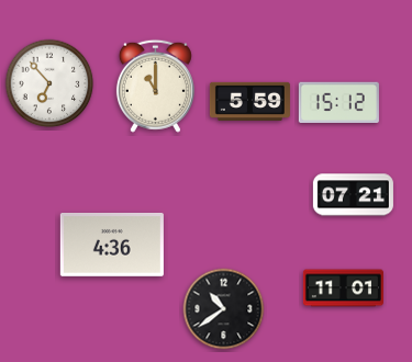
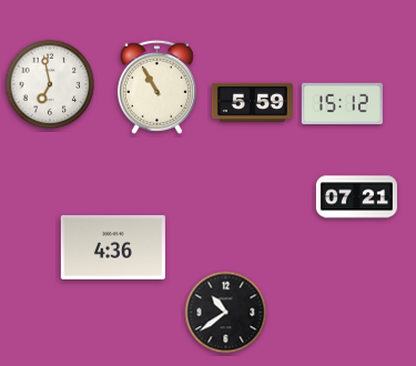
clock at (49, 83): 6:53 -> 6:58
clock at (155, 86): 11:00 -> 10:55
clock at (343, 289): 11:01 -> none
